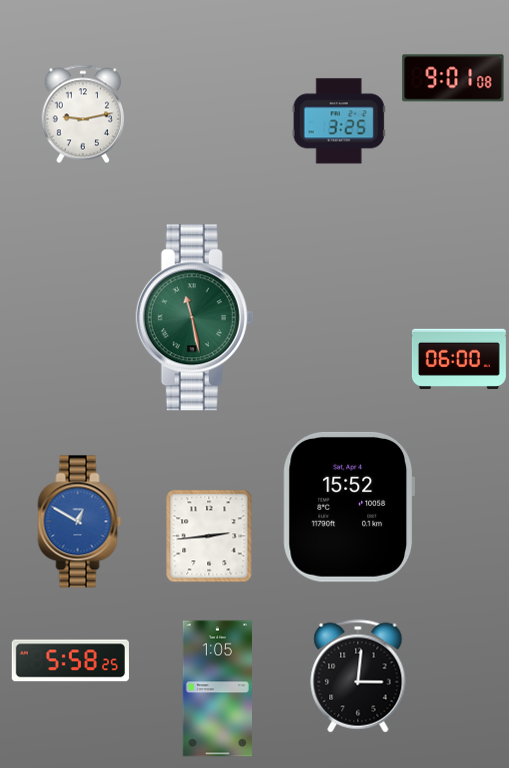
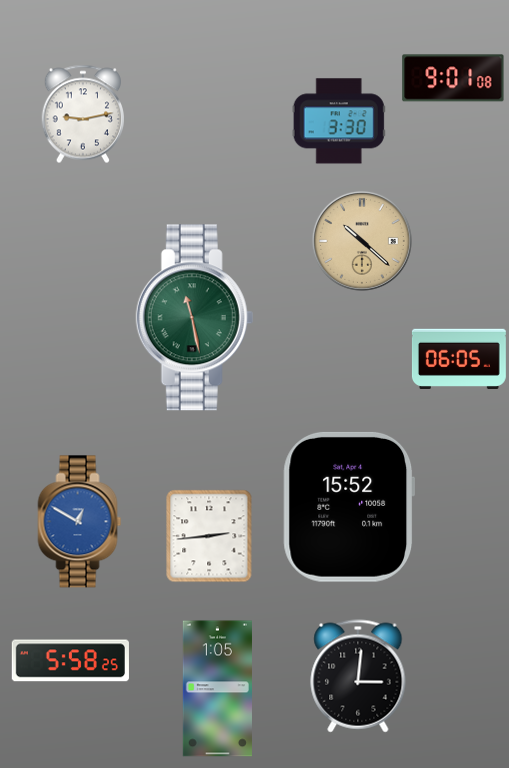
clock at (339, 121): 3:25 -> 3:30
clock at (362, 241): none -> 10:22
clock at (459, 358): 06:00 -> 06:05
